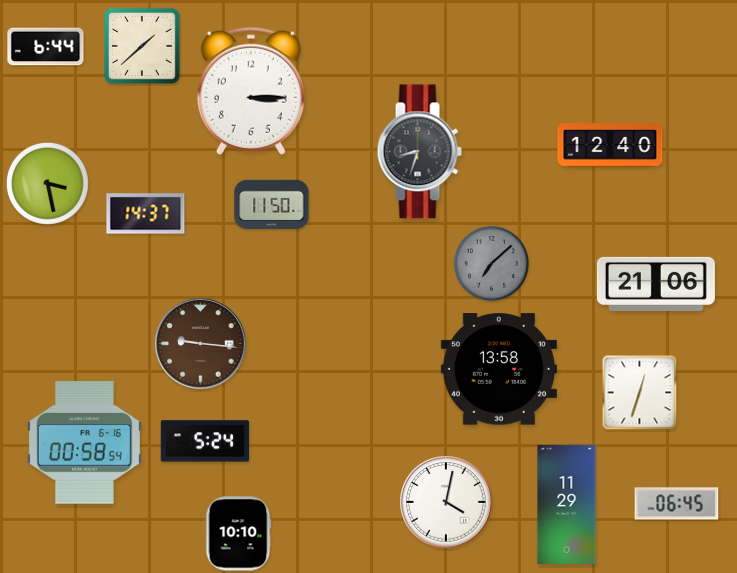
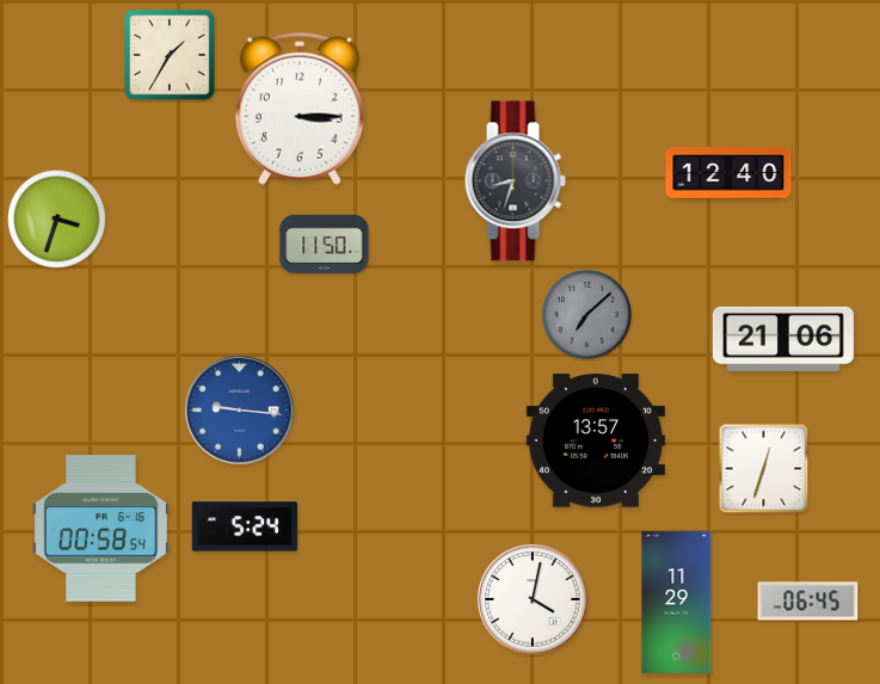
clock at (142, 46): 1:38 -> 1:35
clock at (46, 47): 6:44 -> none
clock at (419, 152) position: (419, 152) -> (515, 181)
clock at (48, 184): 3:28 -> 3:33
clock at (146, 214): 14:37 -> none
clock at (201, 344) dial: brown -> blue
clock at (499, 369): 13:58 -> 13:57
clock at (238, 534): 10:10 -> none
